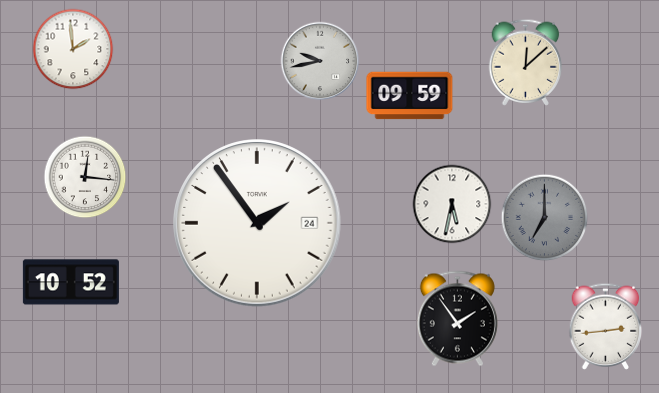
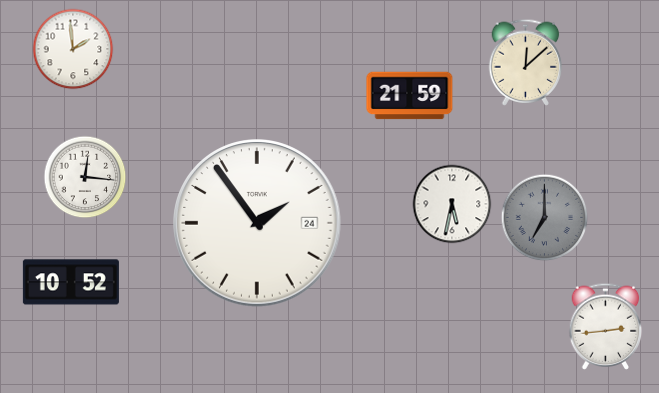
clock at (320, 61): 9:43 -> none
clock at (410, 96): 09:59 -> 21:59
clock at (457, 319): 1:54 -> none
